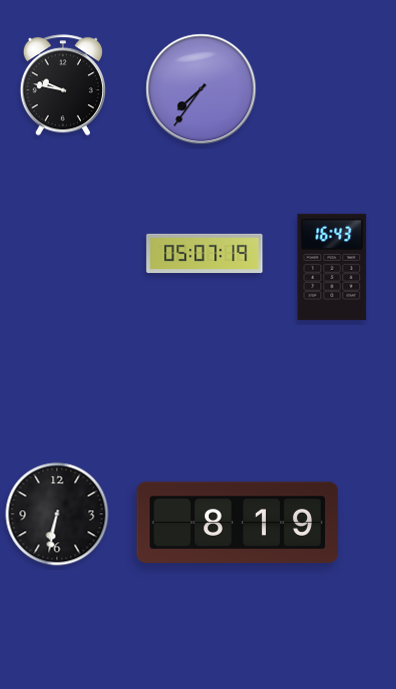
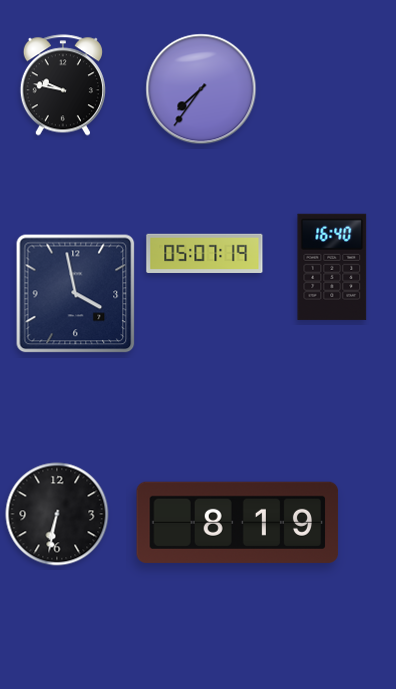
clock at (332, 267): 16:43 -> 16:40
clock at (76, 294): none -> 3:58
